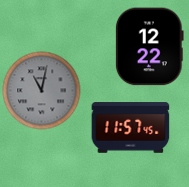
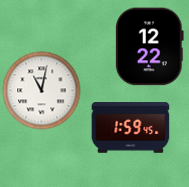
clock at (41, 90) dial: grey -> white
clock at (130, 128): 11:57 -> 1:59
